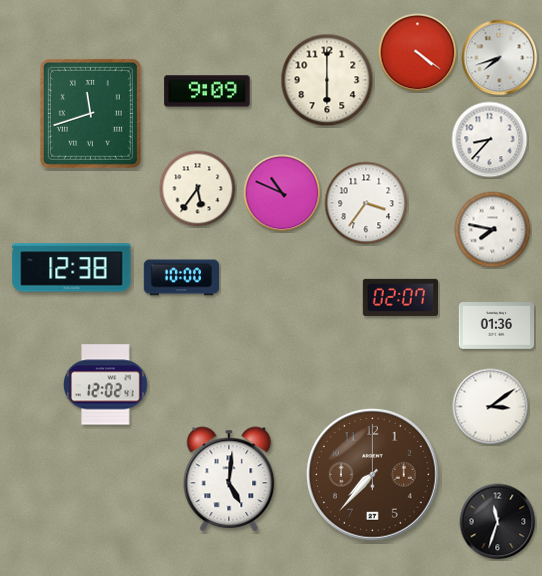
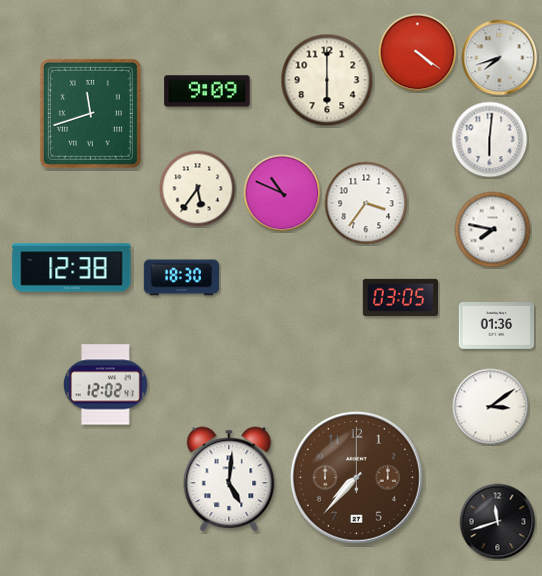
clock at (490, 140): 8:37 -> 6:01
clock at (181, 278): 10:00 -> 18:30
clock at (400, 297): 02:07 -> 03:05
clock at (372, 474) position: (372, 474) -> (356, 477)
clock at (498, 522): 11:33 -> 11:42
